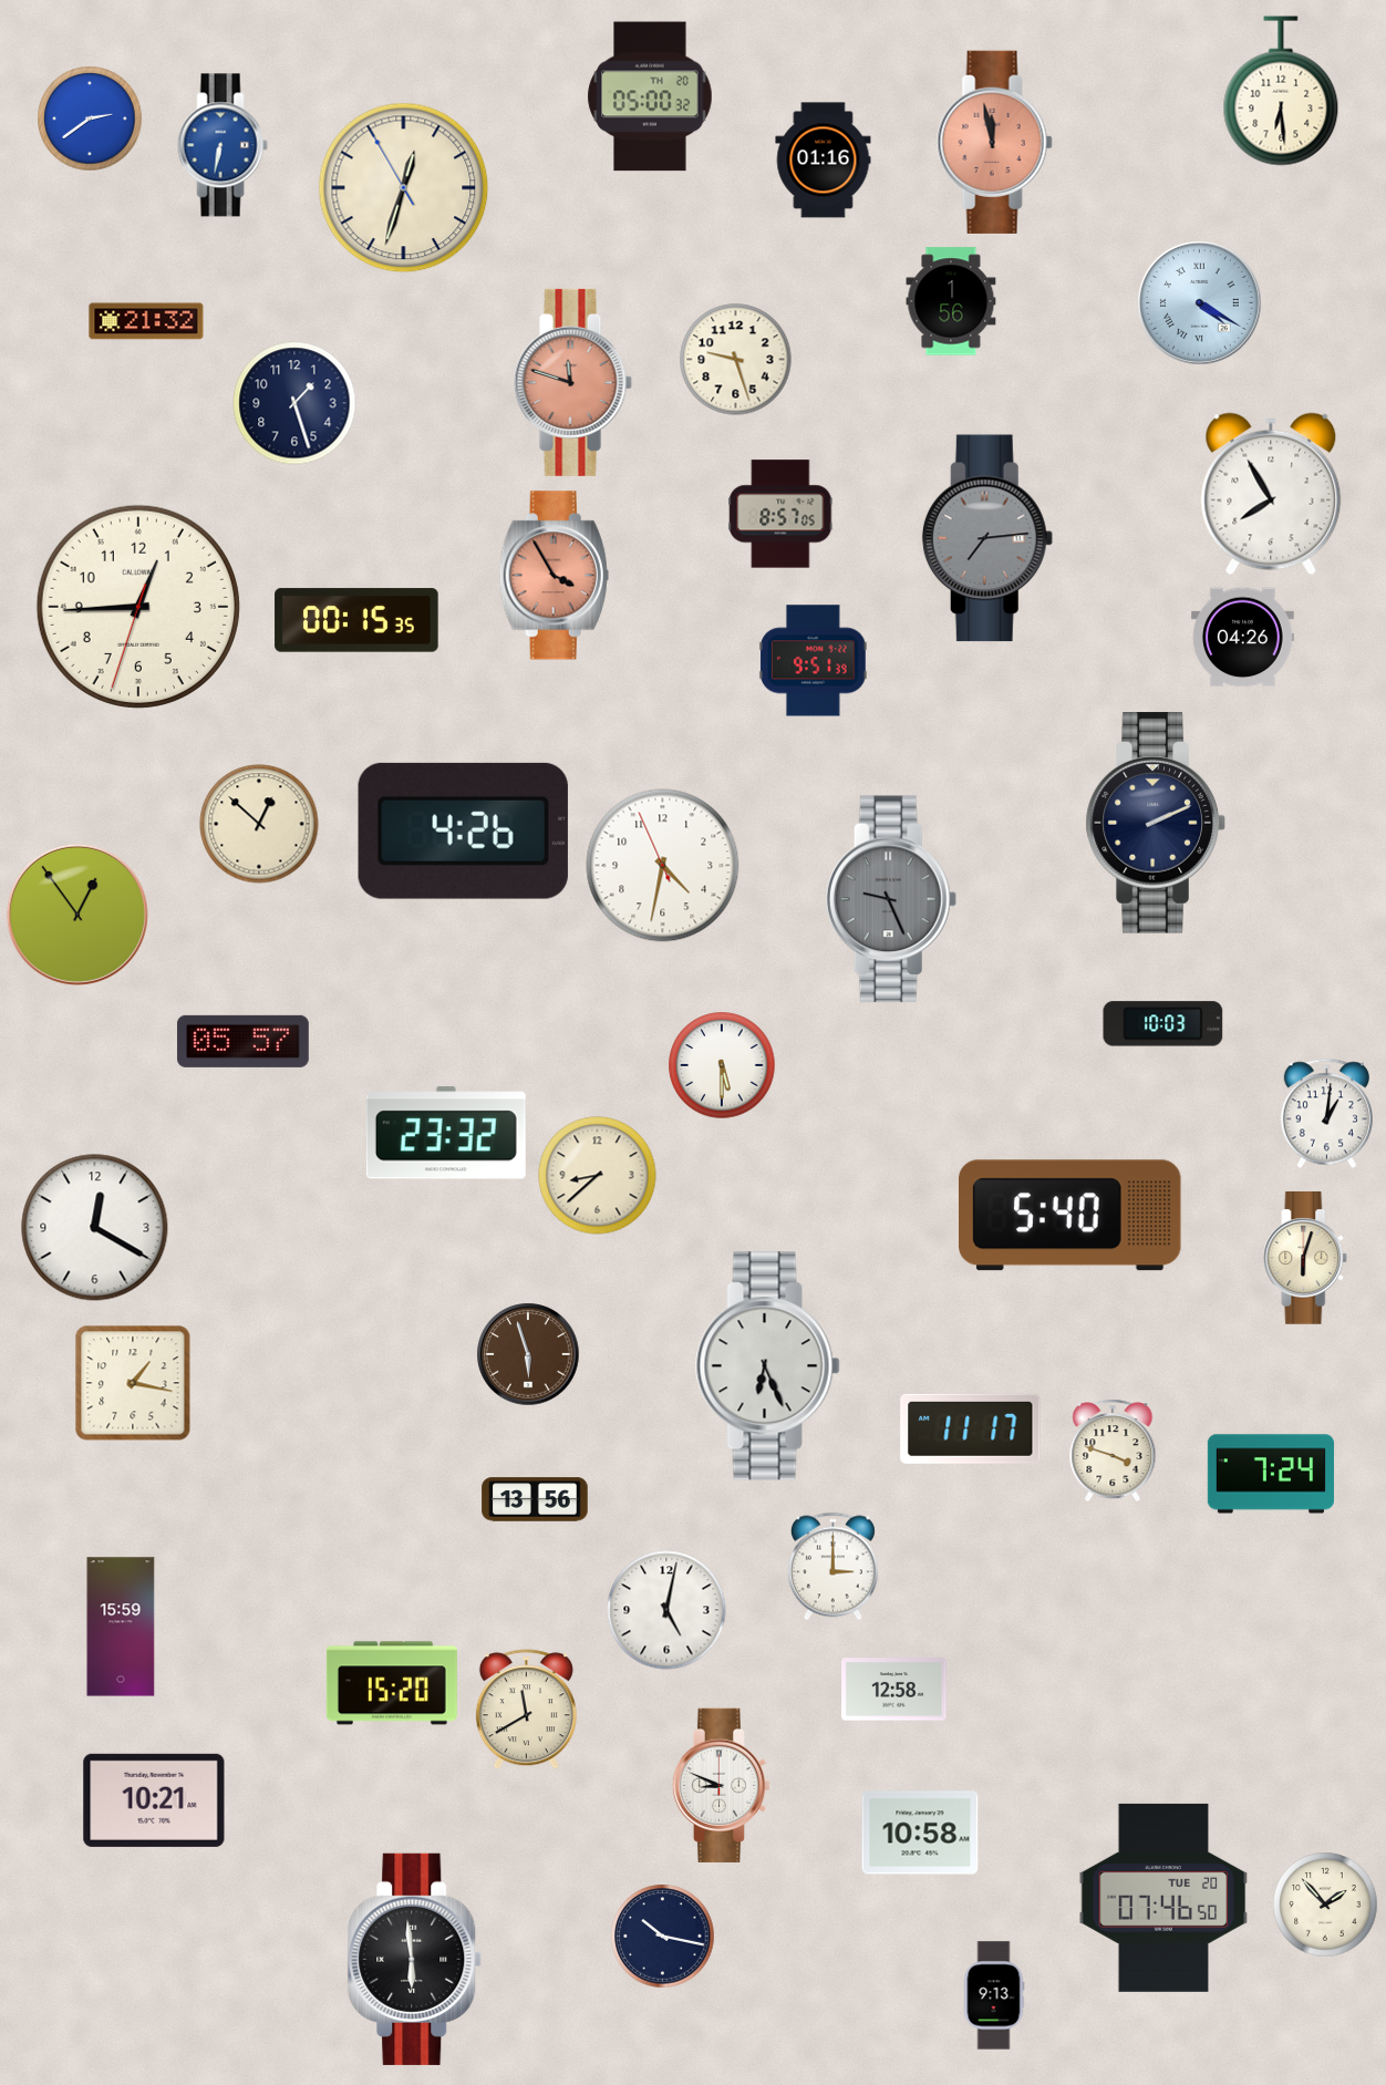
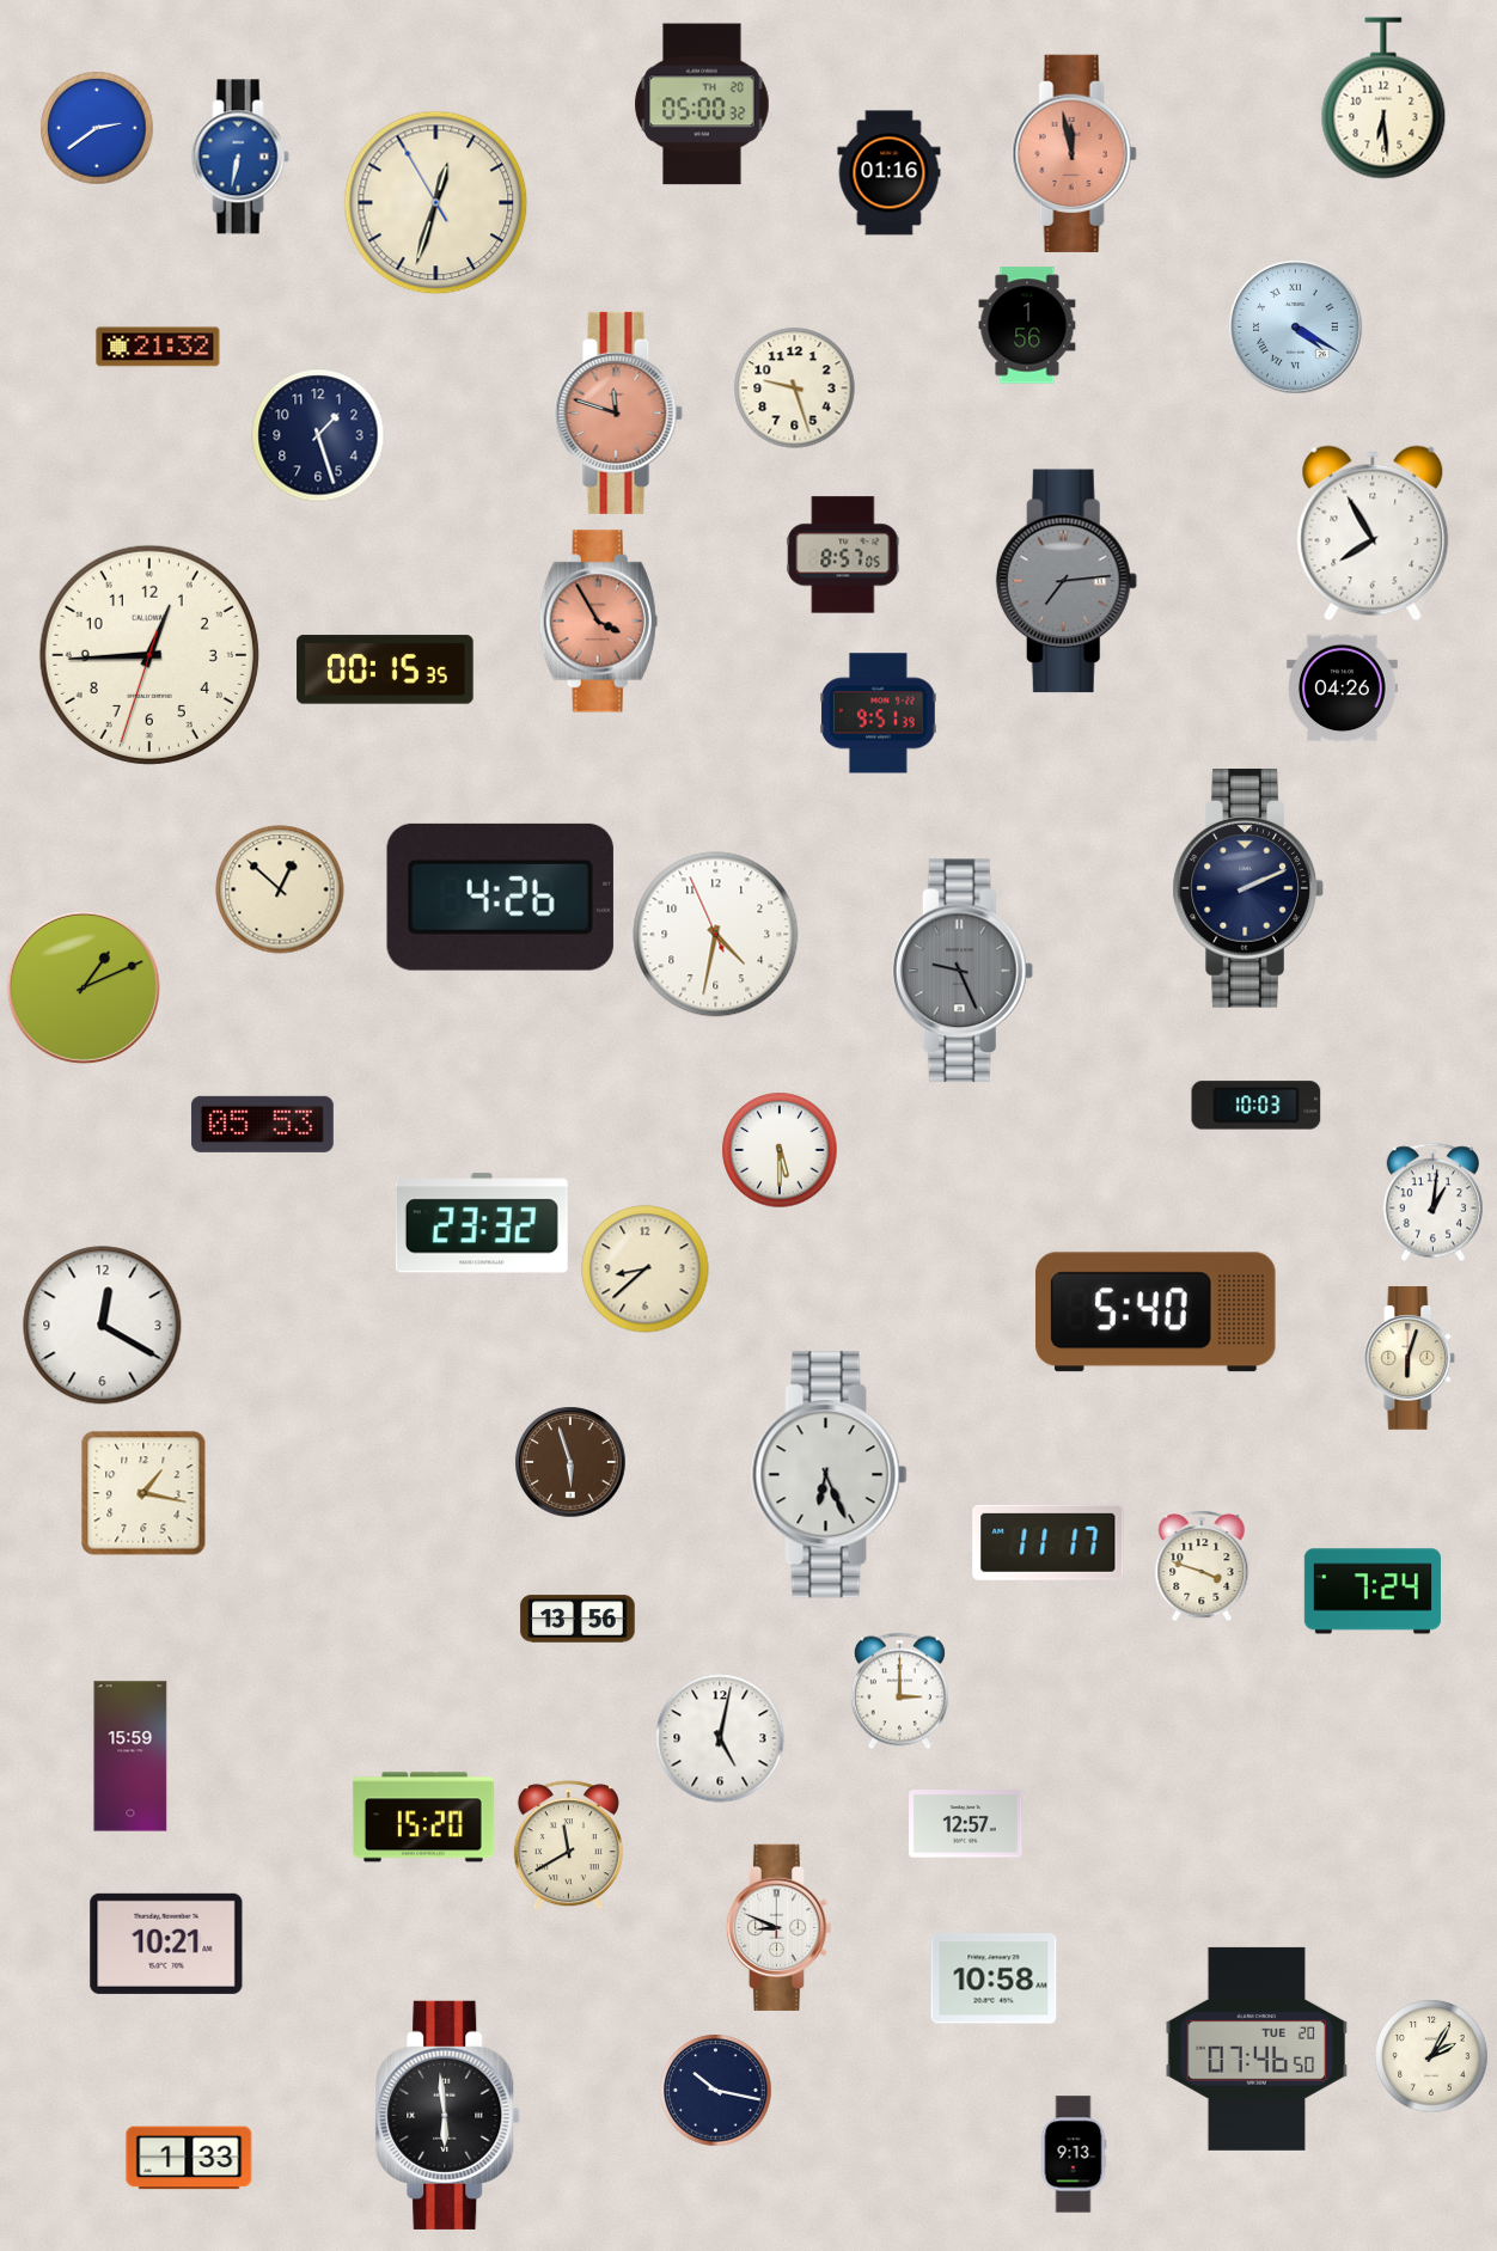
clock at (77, 915): 12:54 -> 1:11
clock at (242, 1041): 05:57 -> 05:53
clock at (894, 1690): 12:58 -> 12:57
clock at (1325, 1905): 1:53 -> 2:05
clock at (189, 2158): none -> 1:33
